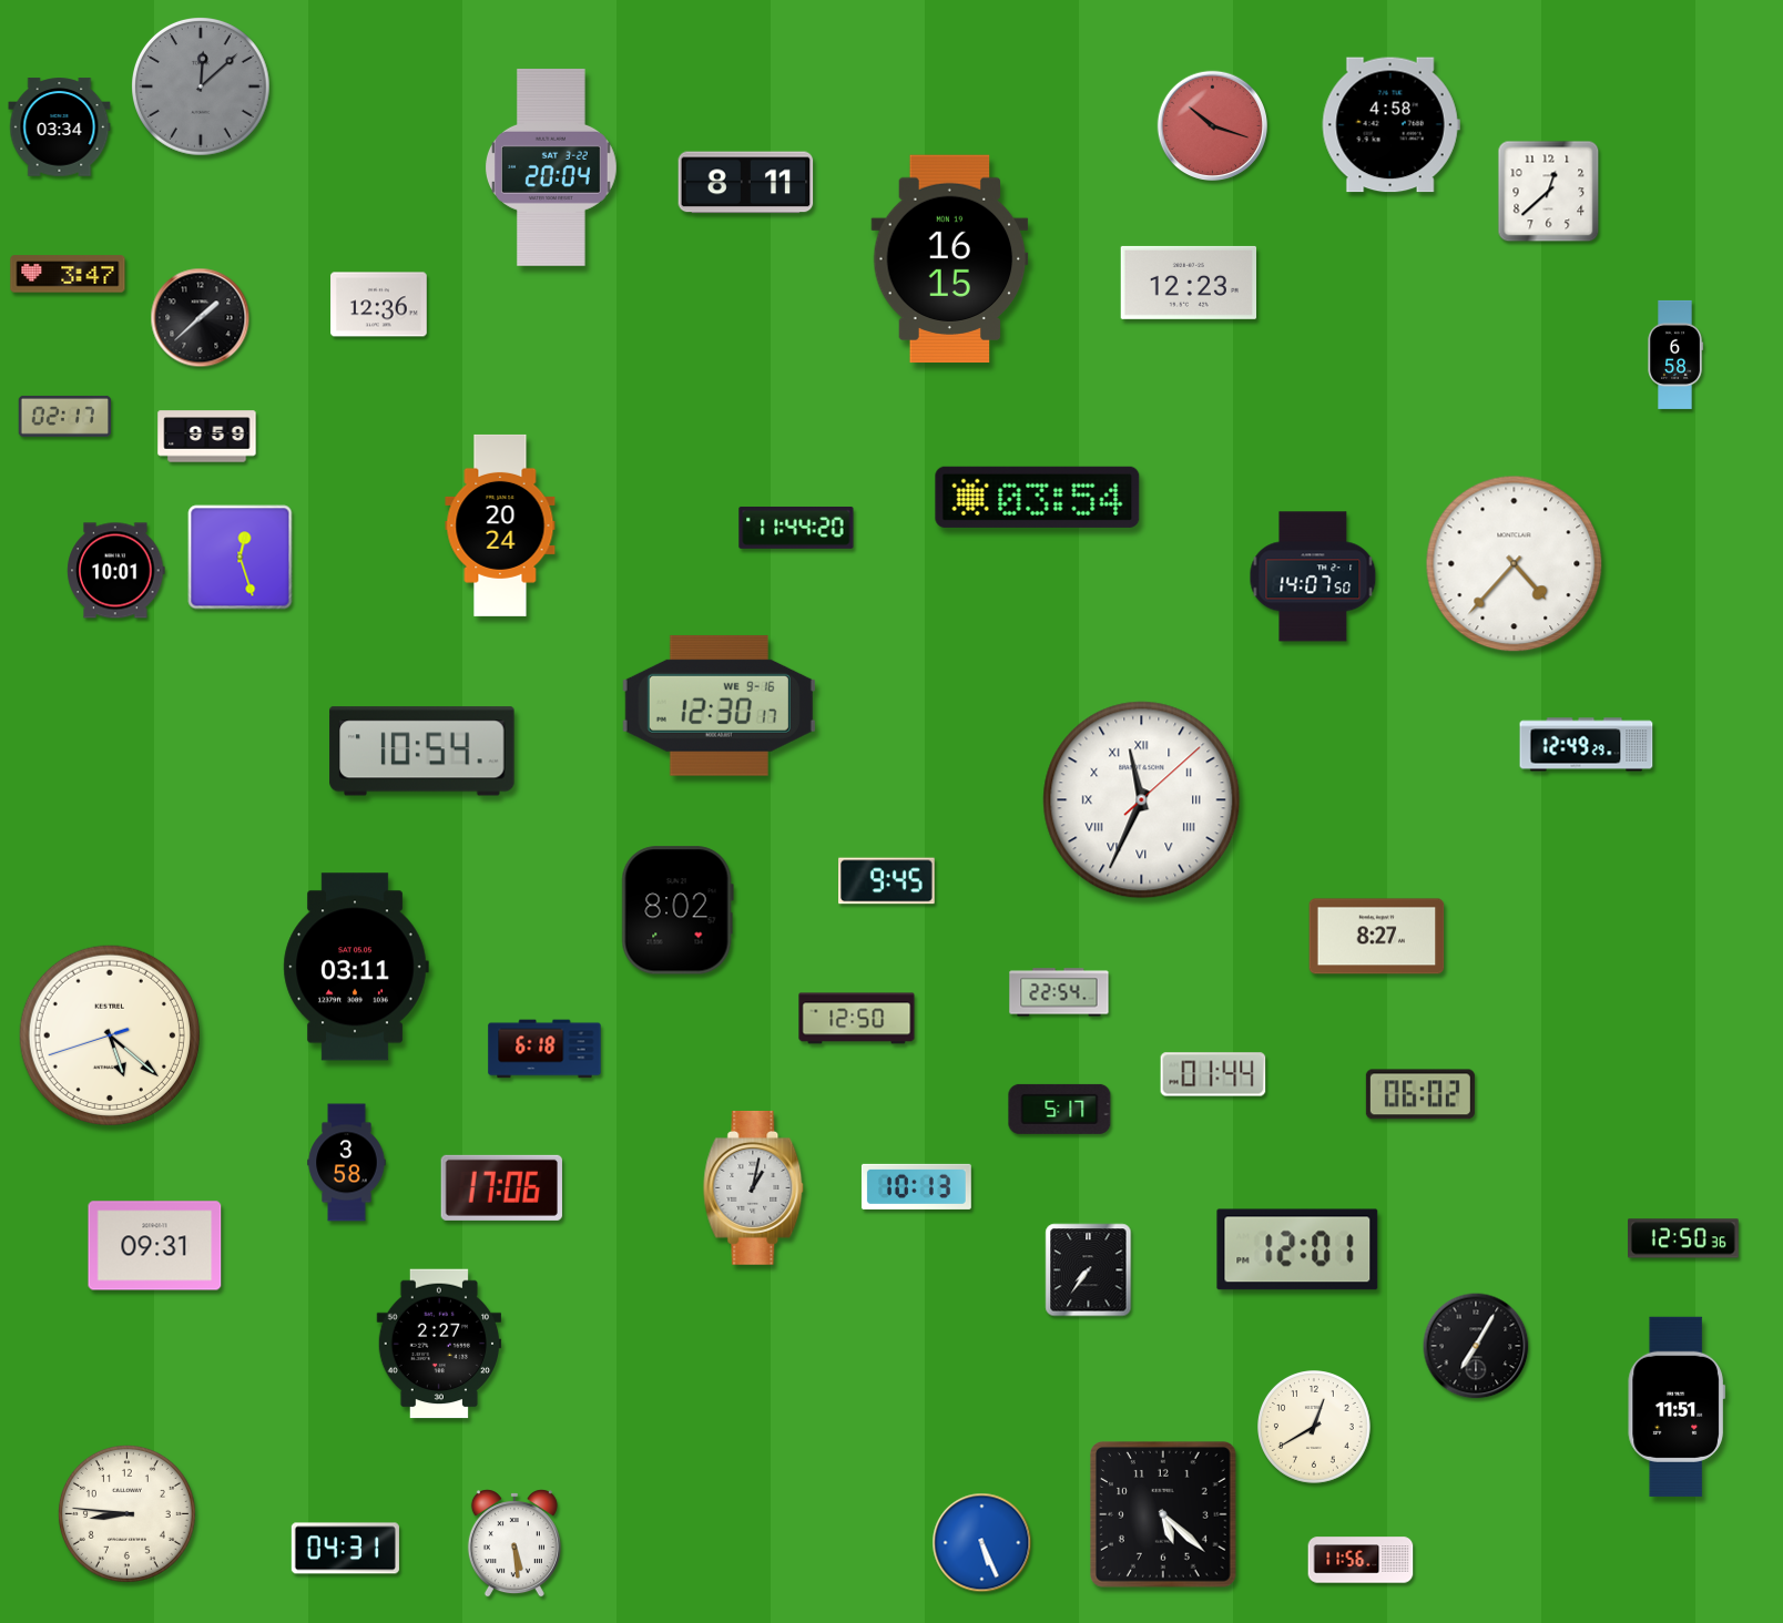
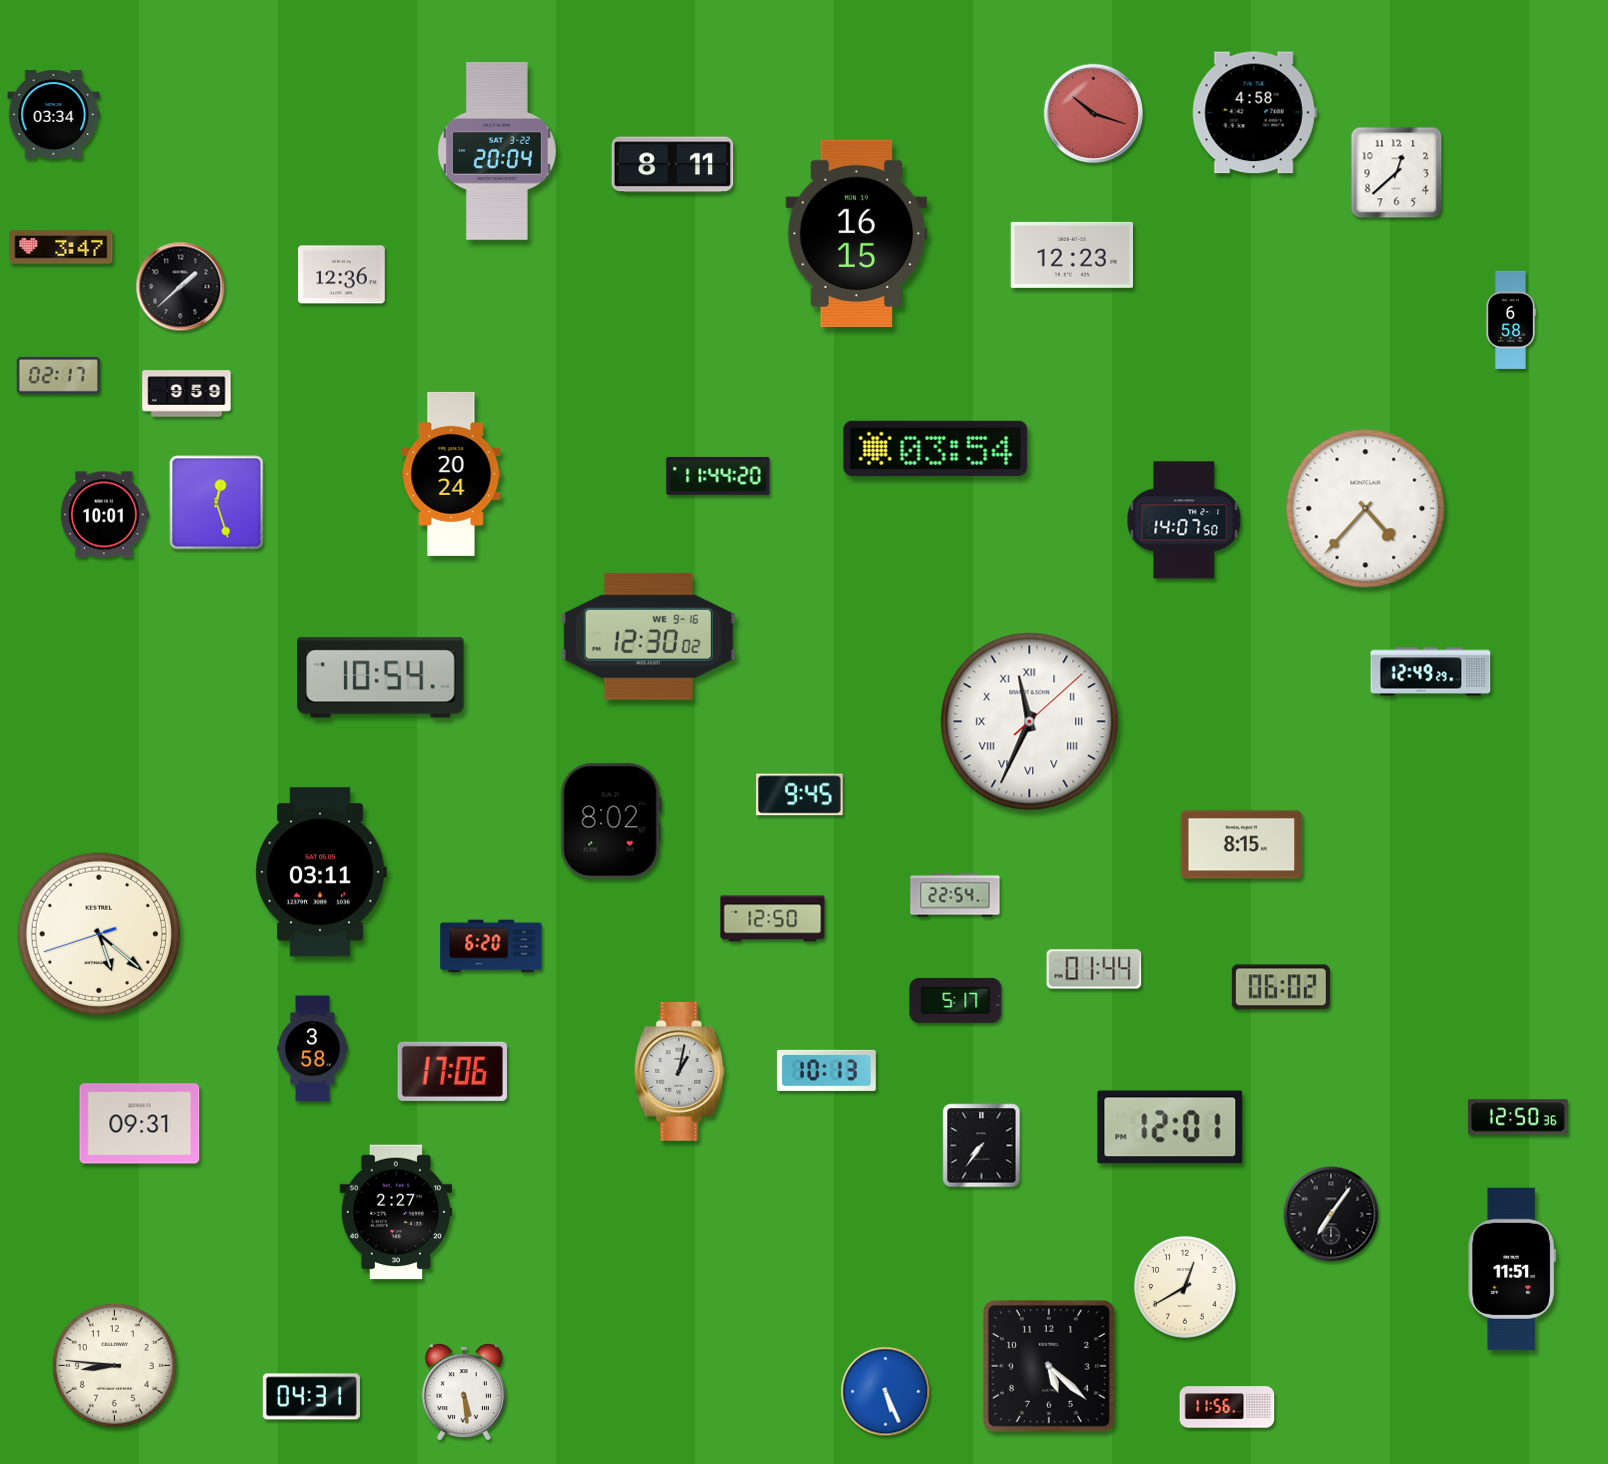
clock at (202, 88): 12:08 -> none
clock at (719, 705): 12:30:17 -> 12:30:02
clock at (1377, 937): 8:27 -> 8:15
clock at (544, 1049): 6:18 -> 6:20
clock at (1476, 1346): 7:05 -> 7:06
